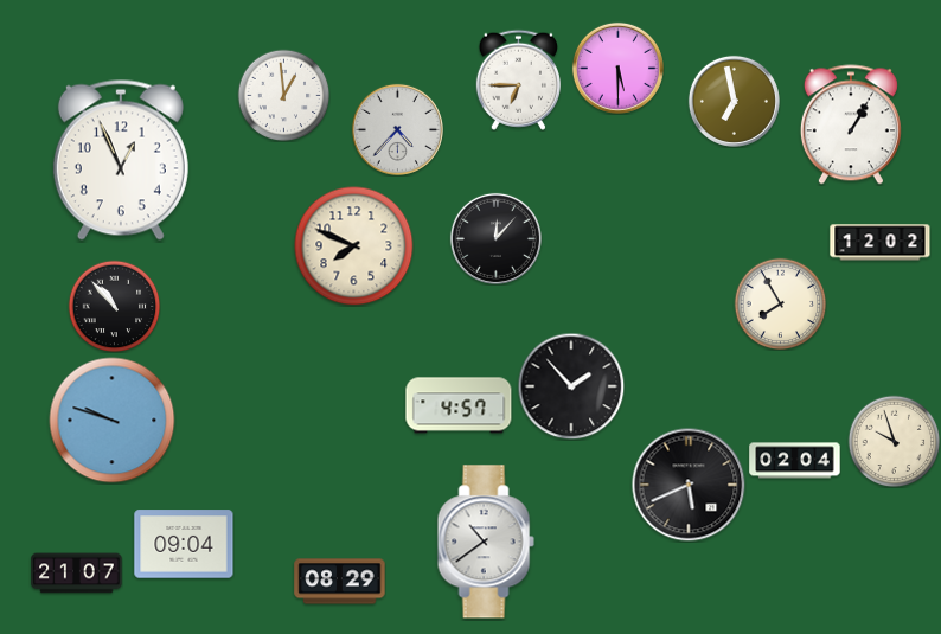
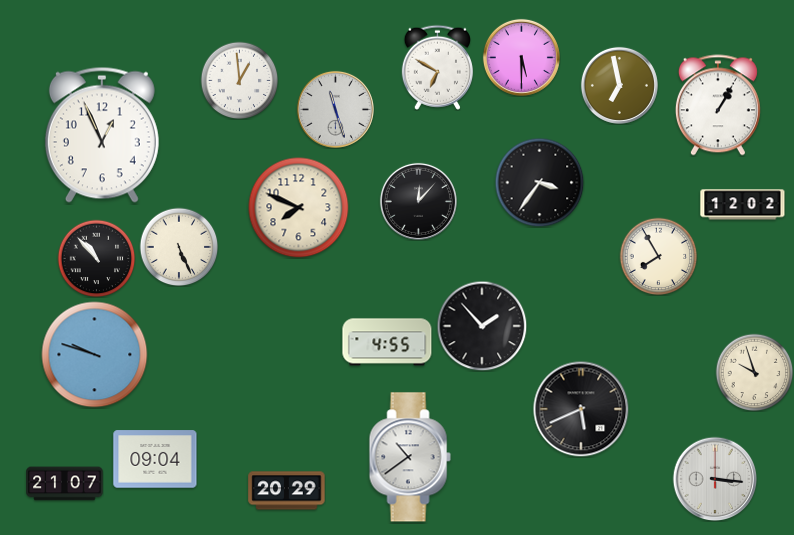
clock at (518, 79): 6:45 -> 6:50
clock at (397, 129): 4:37 -> 11:27
clock at (539, 182): none -> 3:36
clock at (179, 247): none -> 5:26
clock at (459, 405): 4:57 -> 4:55
clock at (795, 461): 02:04 -> none
clock at (715, 479): none -> 3:16
clock at (340, 582): 08:29 -> 20:29
